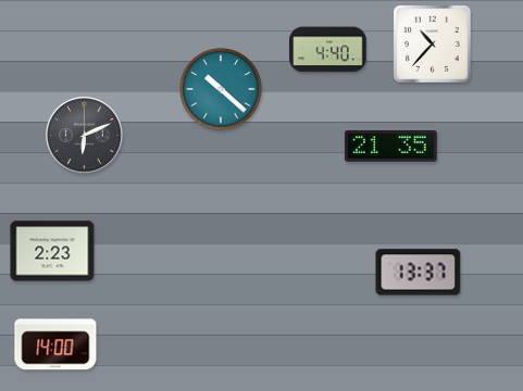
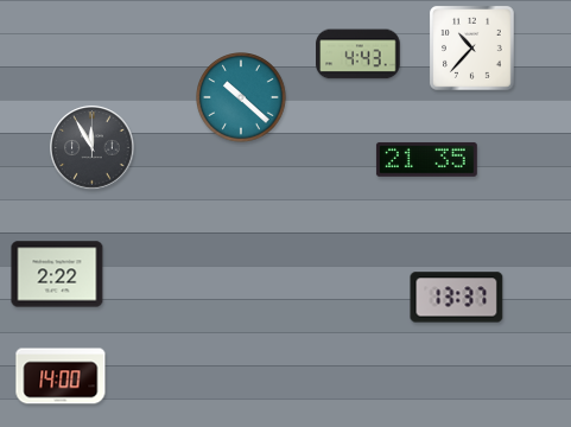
clock at (328, 50): 4:40 -> 4:43
clock at (85, 136): 6:11 -> 11:55
clock at (52, 251): 2:23 -> 2:22
